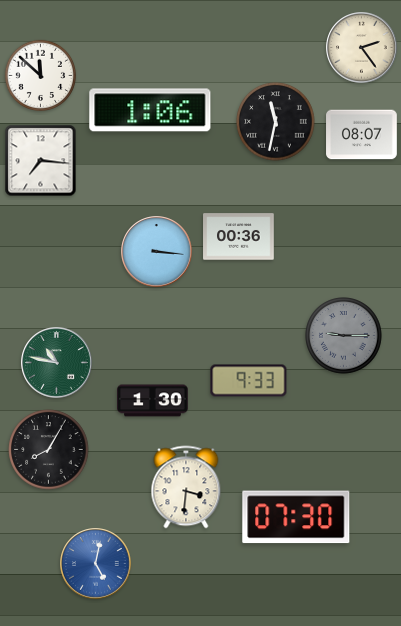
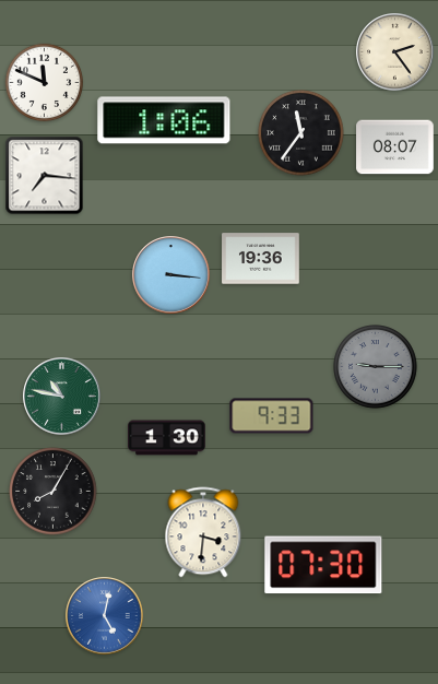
clock at (41, 76): 11:52 -> 11:49
clock at (276, 122): 11:32 -> 11:36
clock at (239, 237): 00:36 -> 19:36
